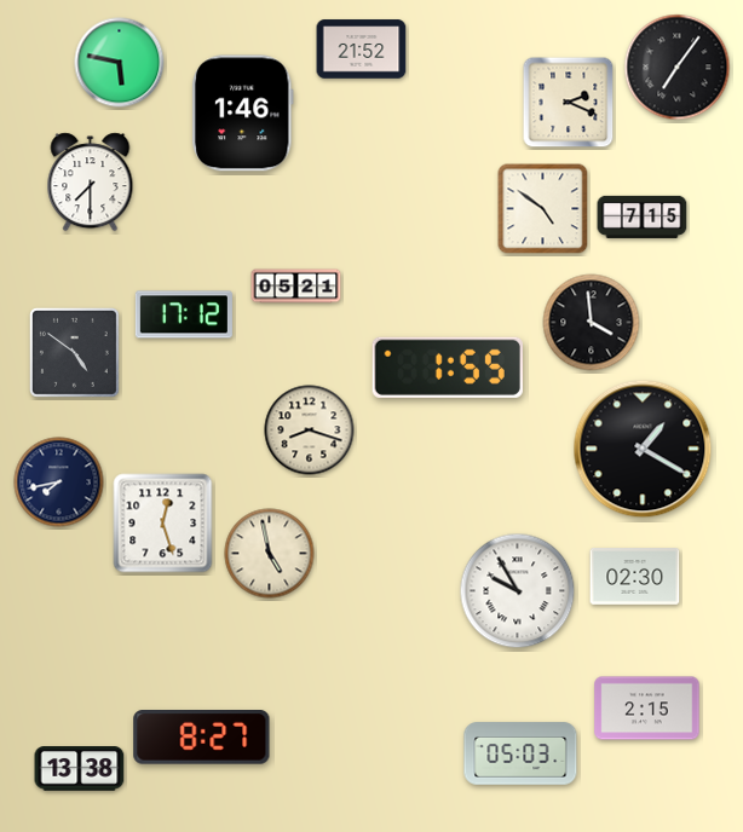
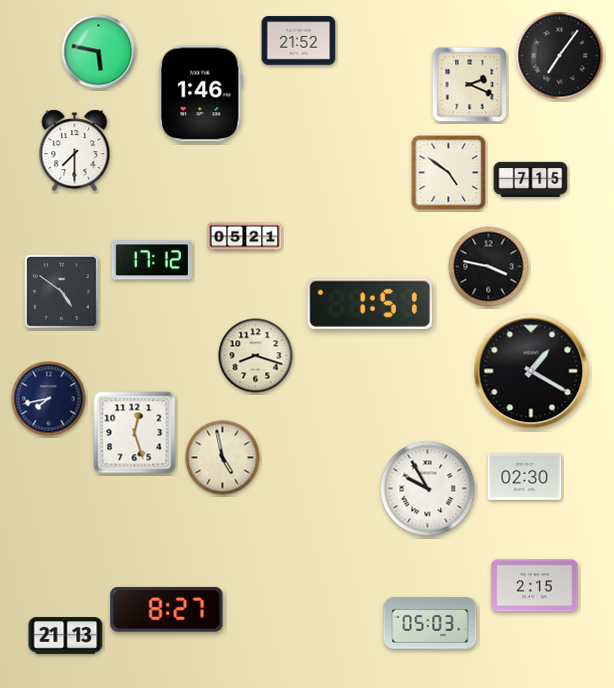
clock at (592, 323): 3:59 -> 3:47
clock at (448, 368): 1:55 -> 1:51
clock at (80, 769): 13:38 -> 21:13
